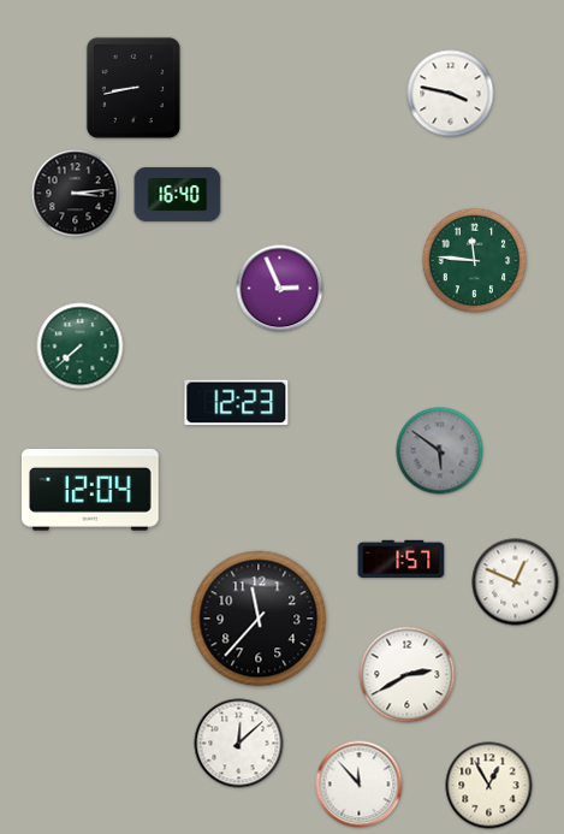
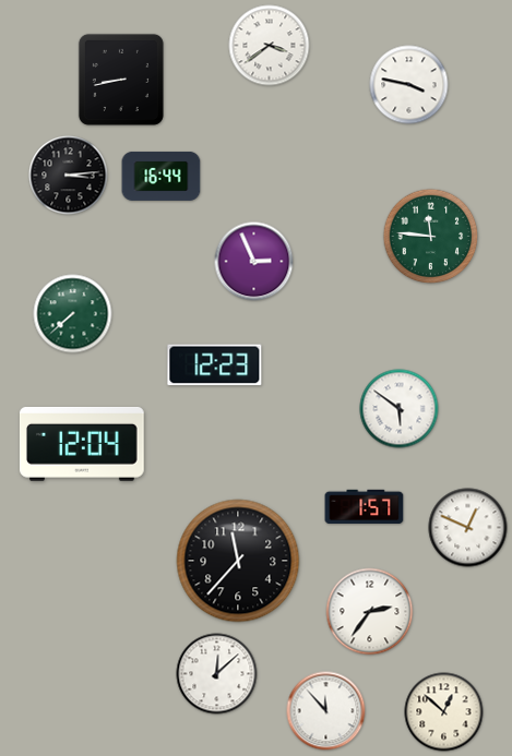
clock at (270, 46): none -> 3:39
clock at (178, 194): 16:40 -> 16:44
clock at (440, 451) dial: grey -> white
clock at (259, 619) position: (259, 619) -> (238, 561)
clock at (408, 675): 2:40 -> 2:36
clock at (489, 786): 12:55 -> 12:52
